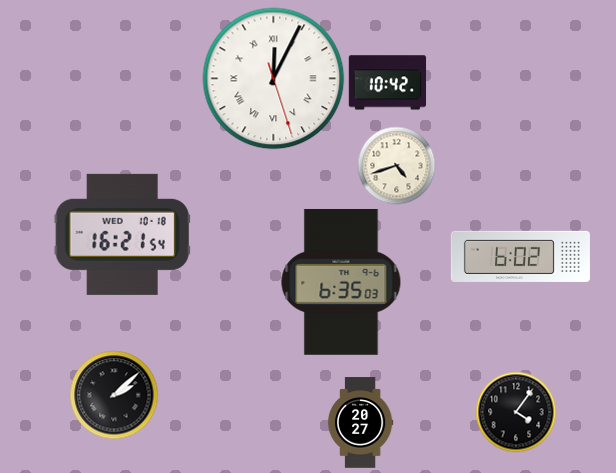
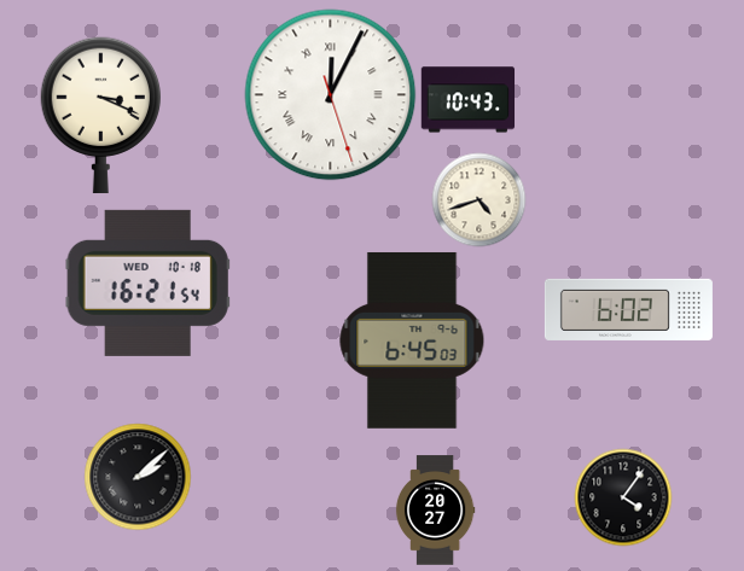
clock at (387, 83): 10:42 -> 10:43
clock at (101, 116): none -> 3:19
clock at (341, 282): 6:35 -> 6:45
